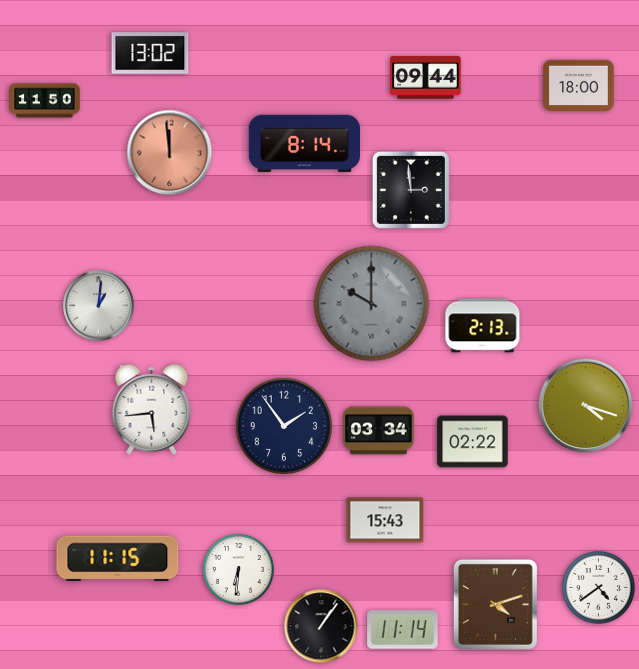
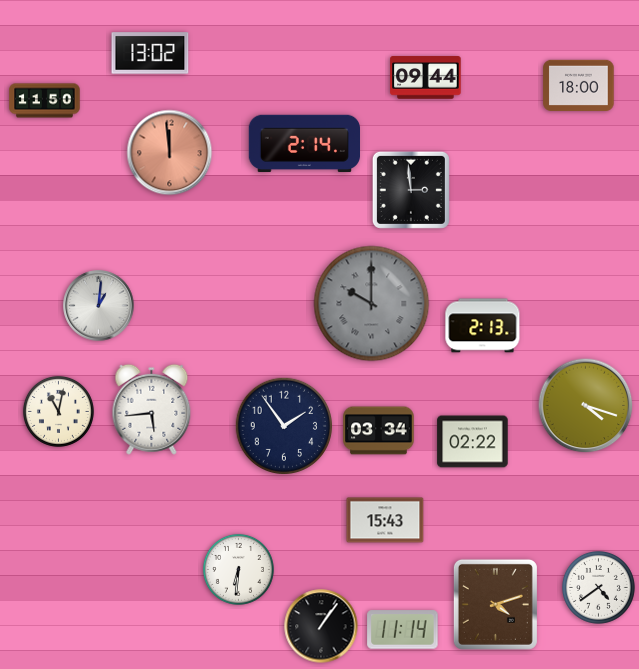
clock at (304, 144): 8:14 -> 2:14
clock at (58, 411): none -> 11:02
clock at (118, 559): 11:15 -> none
